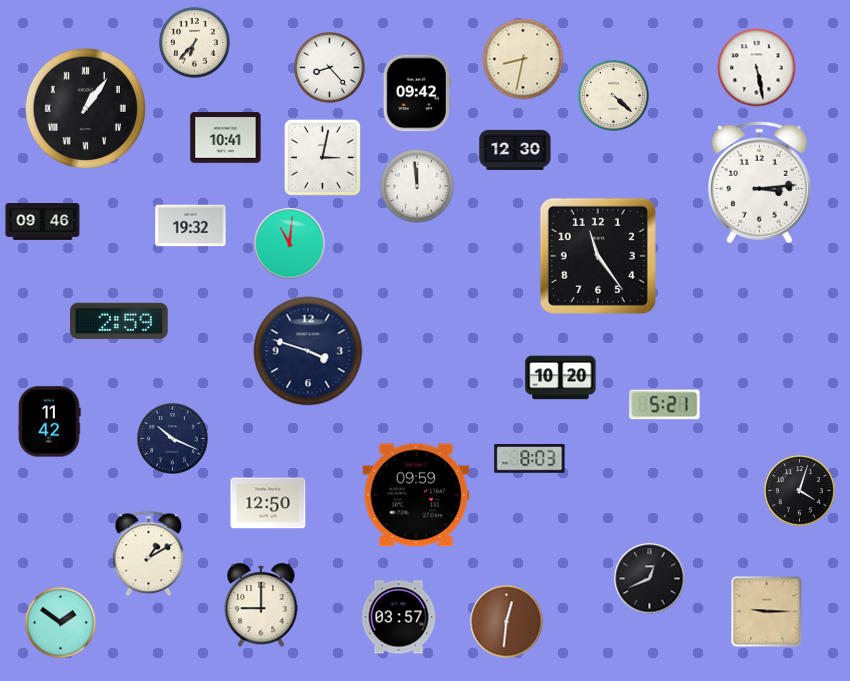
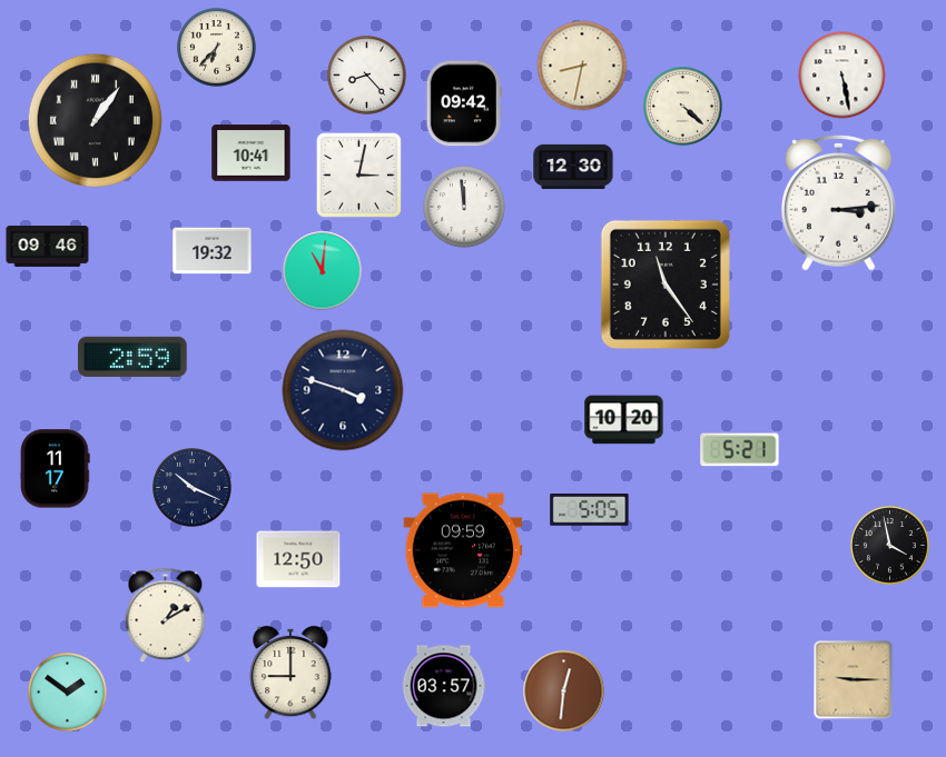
clock at (759, 182) position: (759, 182) -> (838, 202)
clock at (50, 422): 11:42 -> 11:17
clock at (530, 459): 8:03 -> 5:05
clock at (800, 491): 4:03 -> 3:58
clock at (650, 579): 12:41 -> none
